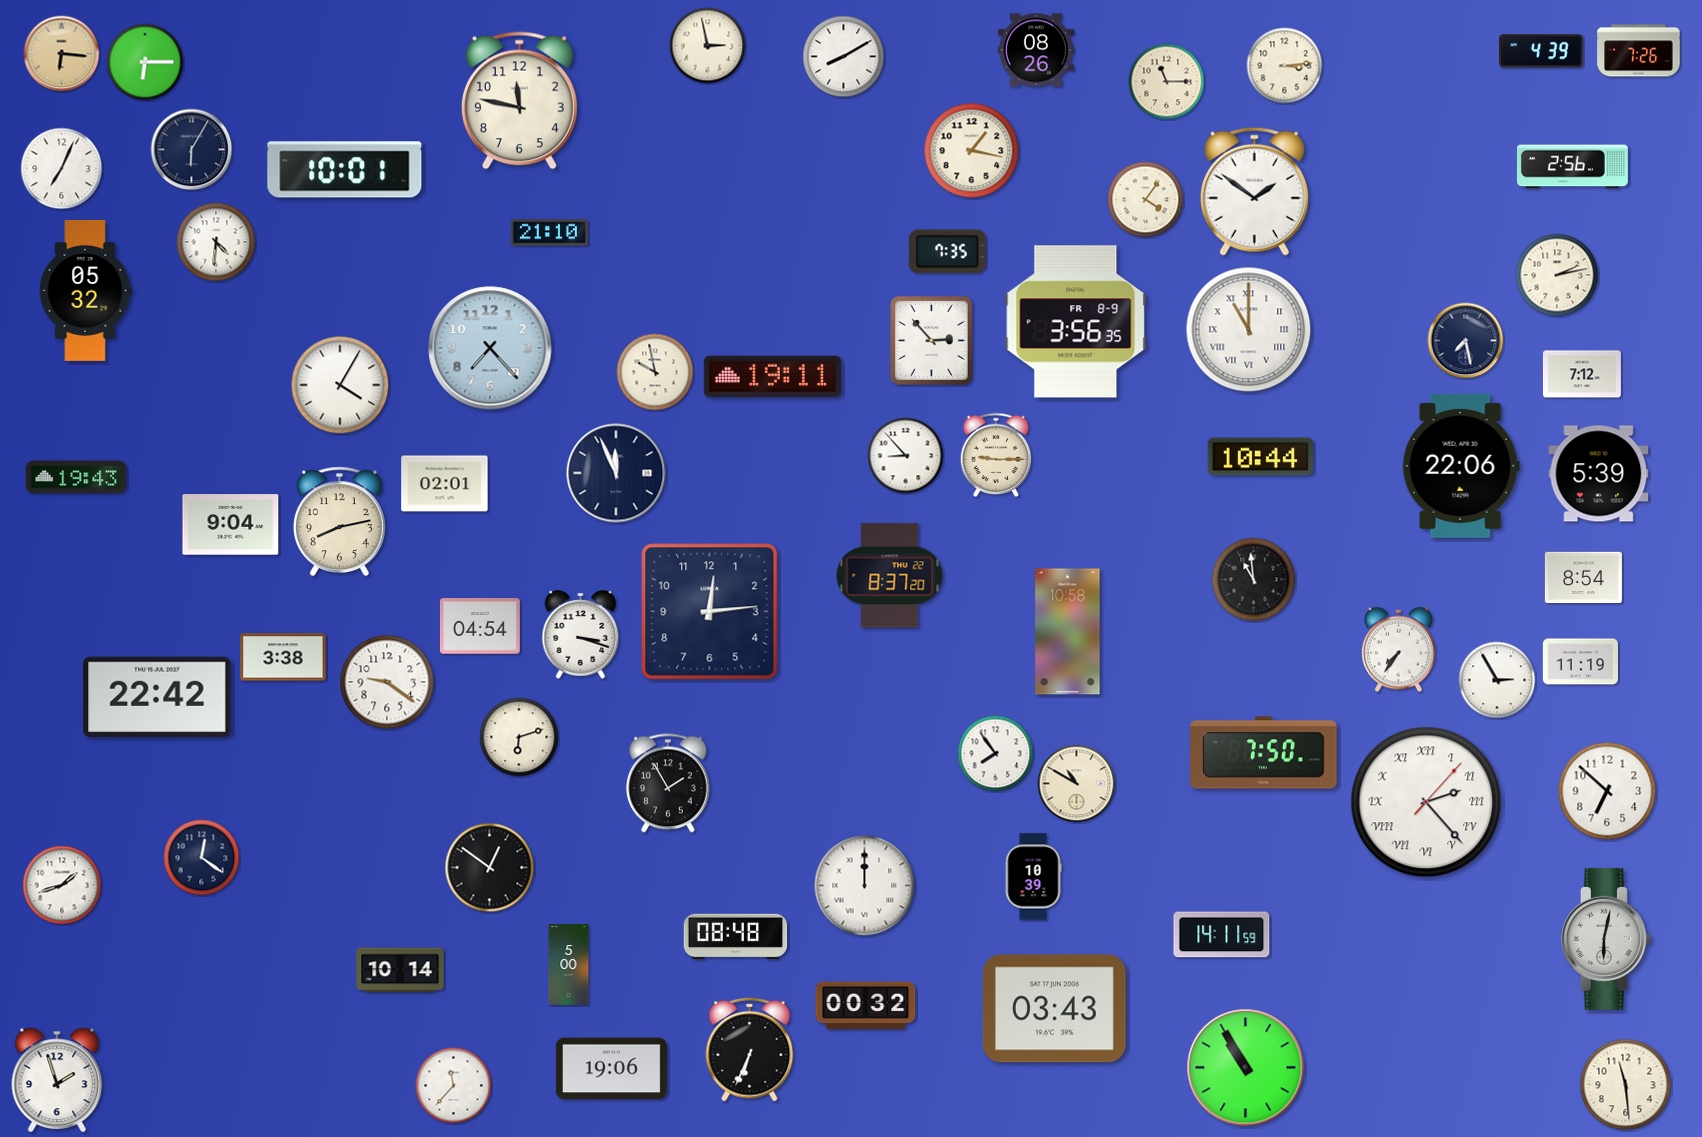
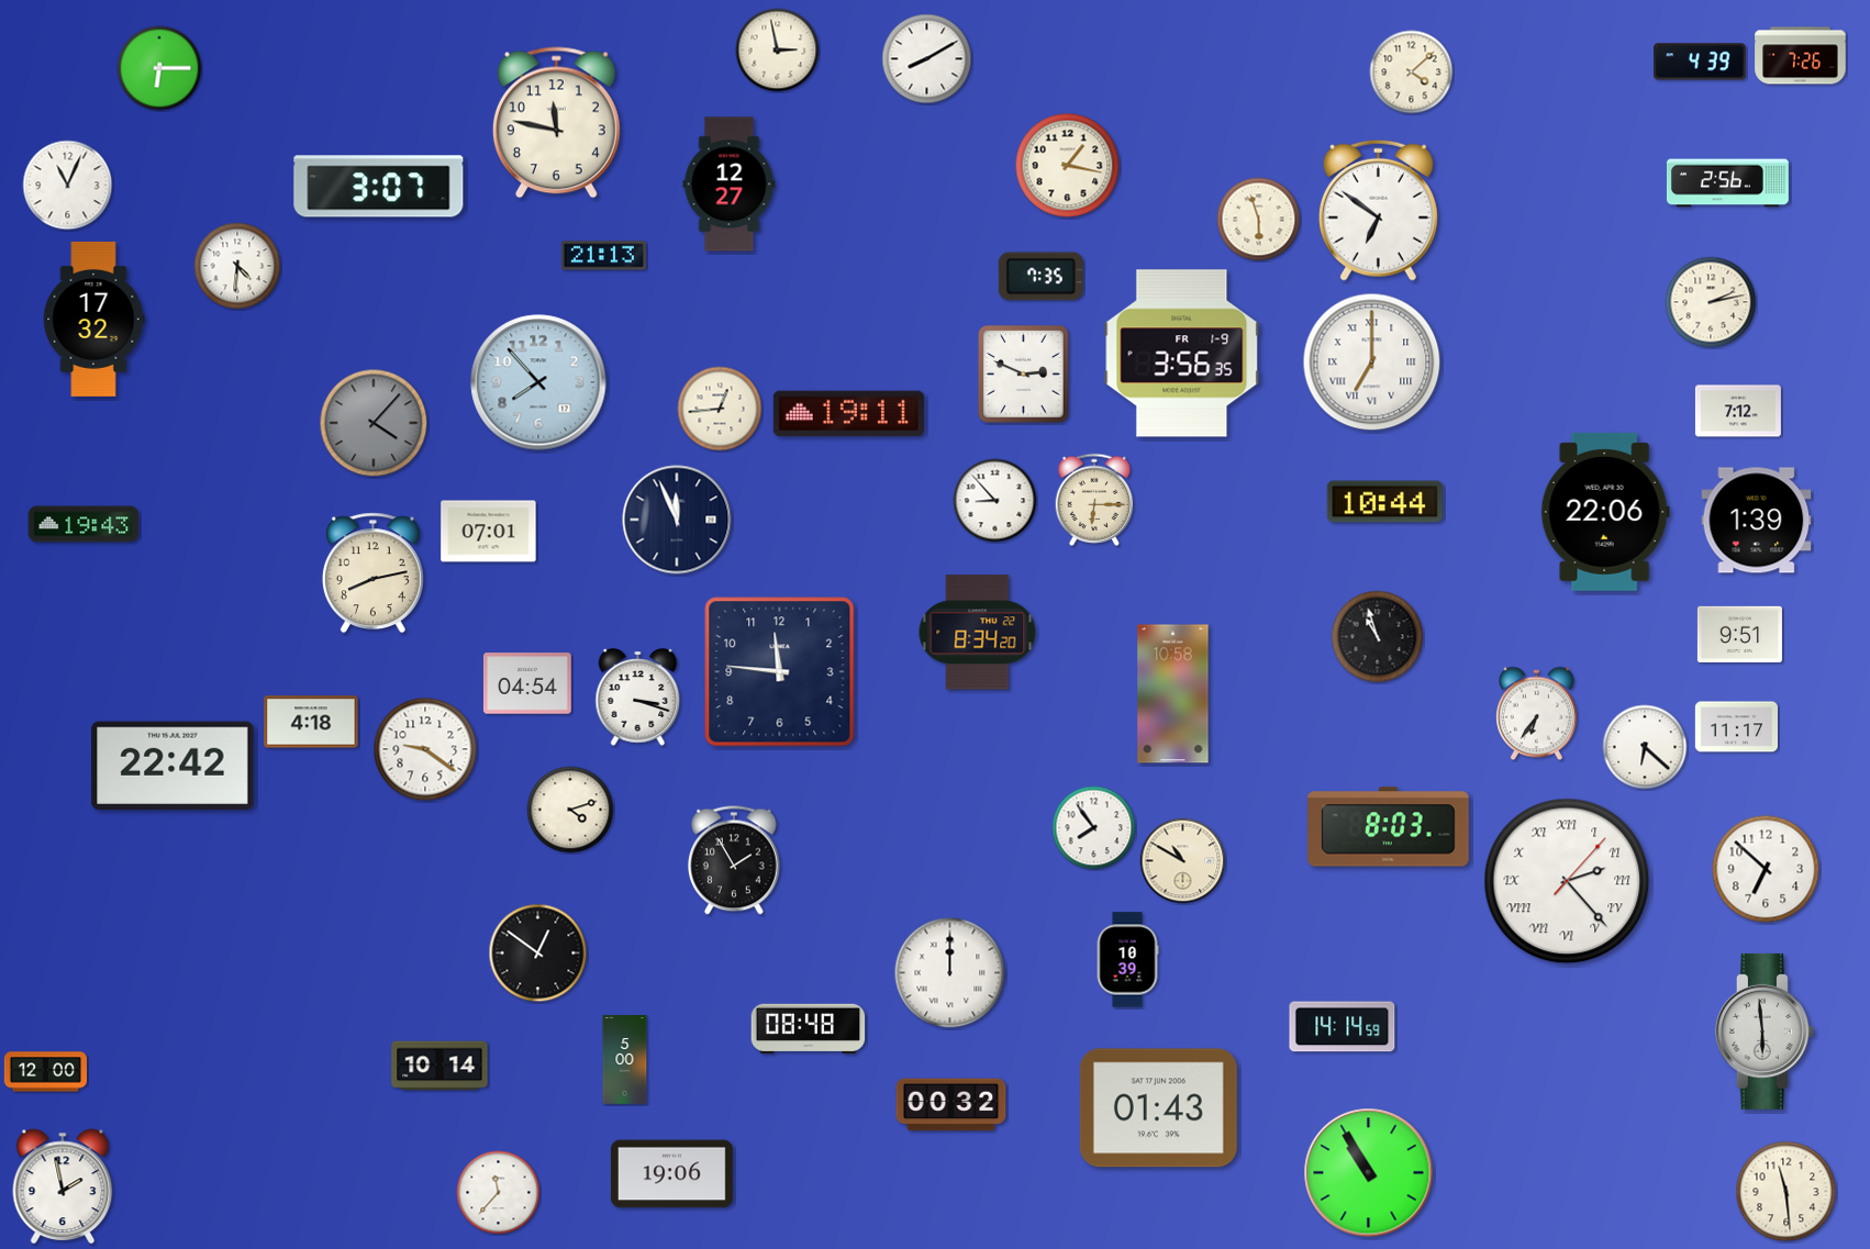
clock at (1036, 50): 08:26 -> none
clock at (1541, 51) position: (1541, 51) -> (1700, 62)
clock at (62, 54): 6:16 -> none
clock at (844, 57) position: (844, 57) -> (927, 59)
clock at (1285, 66): 3:14 -> 4:08
clock at (1167, 82): 11:15 -> none
clock at (519, 101) position: (519, 101) -> (556, 123)
clock at (192, 150): 6:05 -> none
clock at (730, 185): none -> 12:27
clock at (62, 169): 7:04 -> 11:04
clock at (345, 170): 10:01 -> 3:07
clock at (1254, 191): 1:51 -> 6:51
clock at (1146, 200): 4:06 -> 5:57
clock at (549, 233): 21:10 -> 21:13
clock at (85, 290): 05:32 -> 17:32
clock at (1076, 322) date: FR 8-9 -> FR 1-9
clock at (1249, 330): 11:00 -> 7:00
clock at (932, 341): 2:53 -> 2:49
clock at (1466, 341): 7:28 -> none
clock at (490, 348): 7:23 -> 7:53
clock at (655, 372): 9:58 -> 12:44
clock at (340, 385): 4:05 -> 4:07
clock at (340, 385) dial: white -> grey
clock at (996, 455): 9:15 -> 6:15
clock at (1599, 474): 5:39 -> 1:39
clock at (445, 484): 02:01 -> 07:01
clock at (231, 525): 9:04 -> none
clock at (890, 576): 8:37 -> 8:34
clock at (1583, 577): 8:54 -> 9:51
clock at (1254, 580): 10:59 -> 10:57
clock at (710, 612): 12:14 -> 11:46
clock at (480, 626) position: (480, 626) -> (527, 683)
clock at (1399, 650): 7:36 -> 6:36
clock at (283, 657): 3:38 -> 4:18
clock at (1580, 662): 11:19 -> 11:17
clock at (1497, 680): 2:55 -> 6:22
clock at (519, 737): 6:12 -> 4:12
clock at (1264, 753): 7:50 -> 8:03
clock at (202, 858): 12:21 -> none
clock at (1033, 877) position: (1033, 877) -> (1127, 960)
clock at (62, 885): 1:42 -> none
clock at (1222, 935): 14:11 -> 14:14
clock at (1606, 939): 6:02 -> 5:59
clock at (45, 1072): none -> 12:00
clock at (1054, 1009): 03:43 -> 01:43
clock at (750, 1049): 6:34 -> none
clock at (57, 1080): 1:57 -> 1:58
